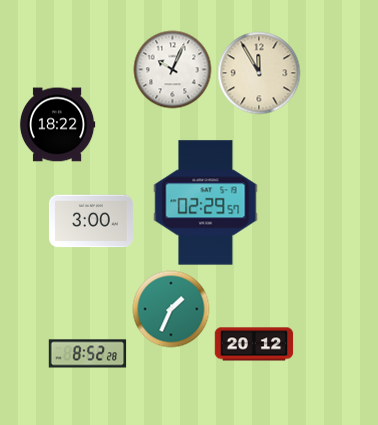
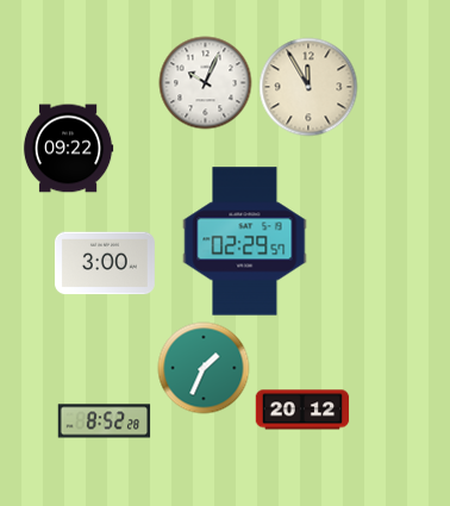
clock at (57, 125): 18:22 -> 09:22
clock at (91, 221) position: (91, 221) -> (105, 263)
